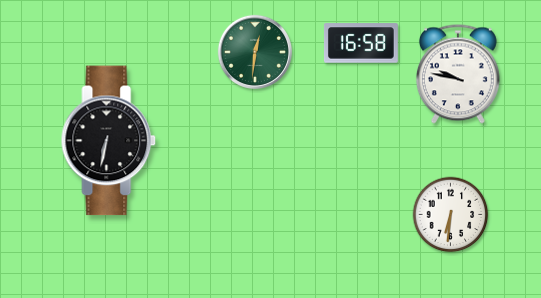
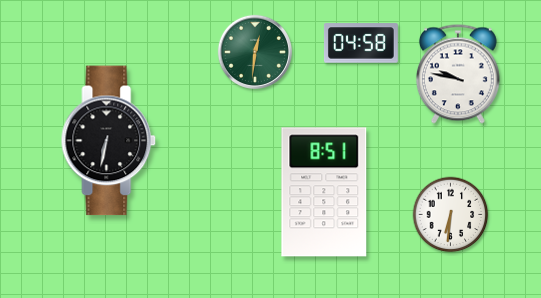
clock at (361, 43): 16:58 -> 04:58
clock at (324, 192): none -> 8:51
